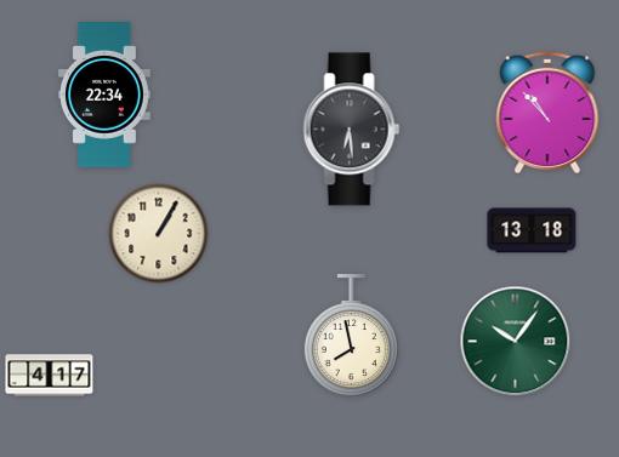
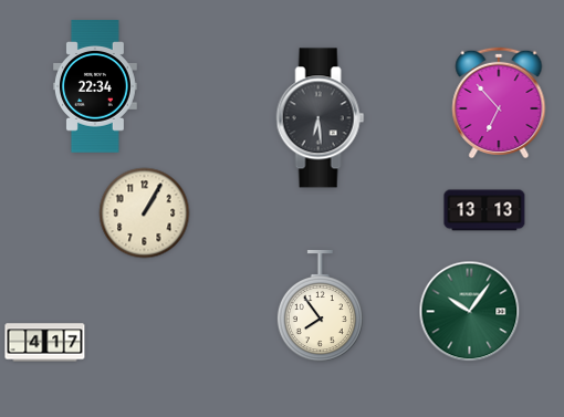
clock at (547, 112): 10:53 -> 6:53
clock at (532, 230): 13:18 -> 13:13
clock at (351, 337): 7:58 -> 7:54
